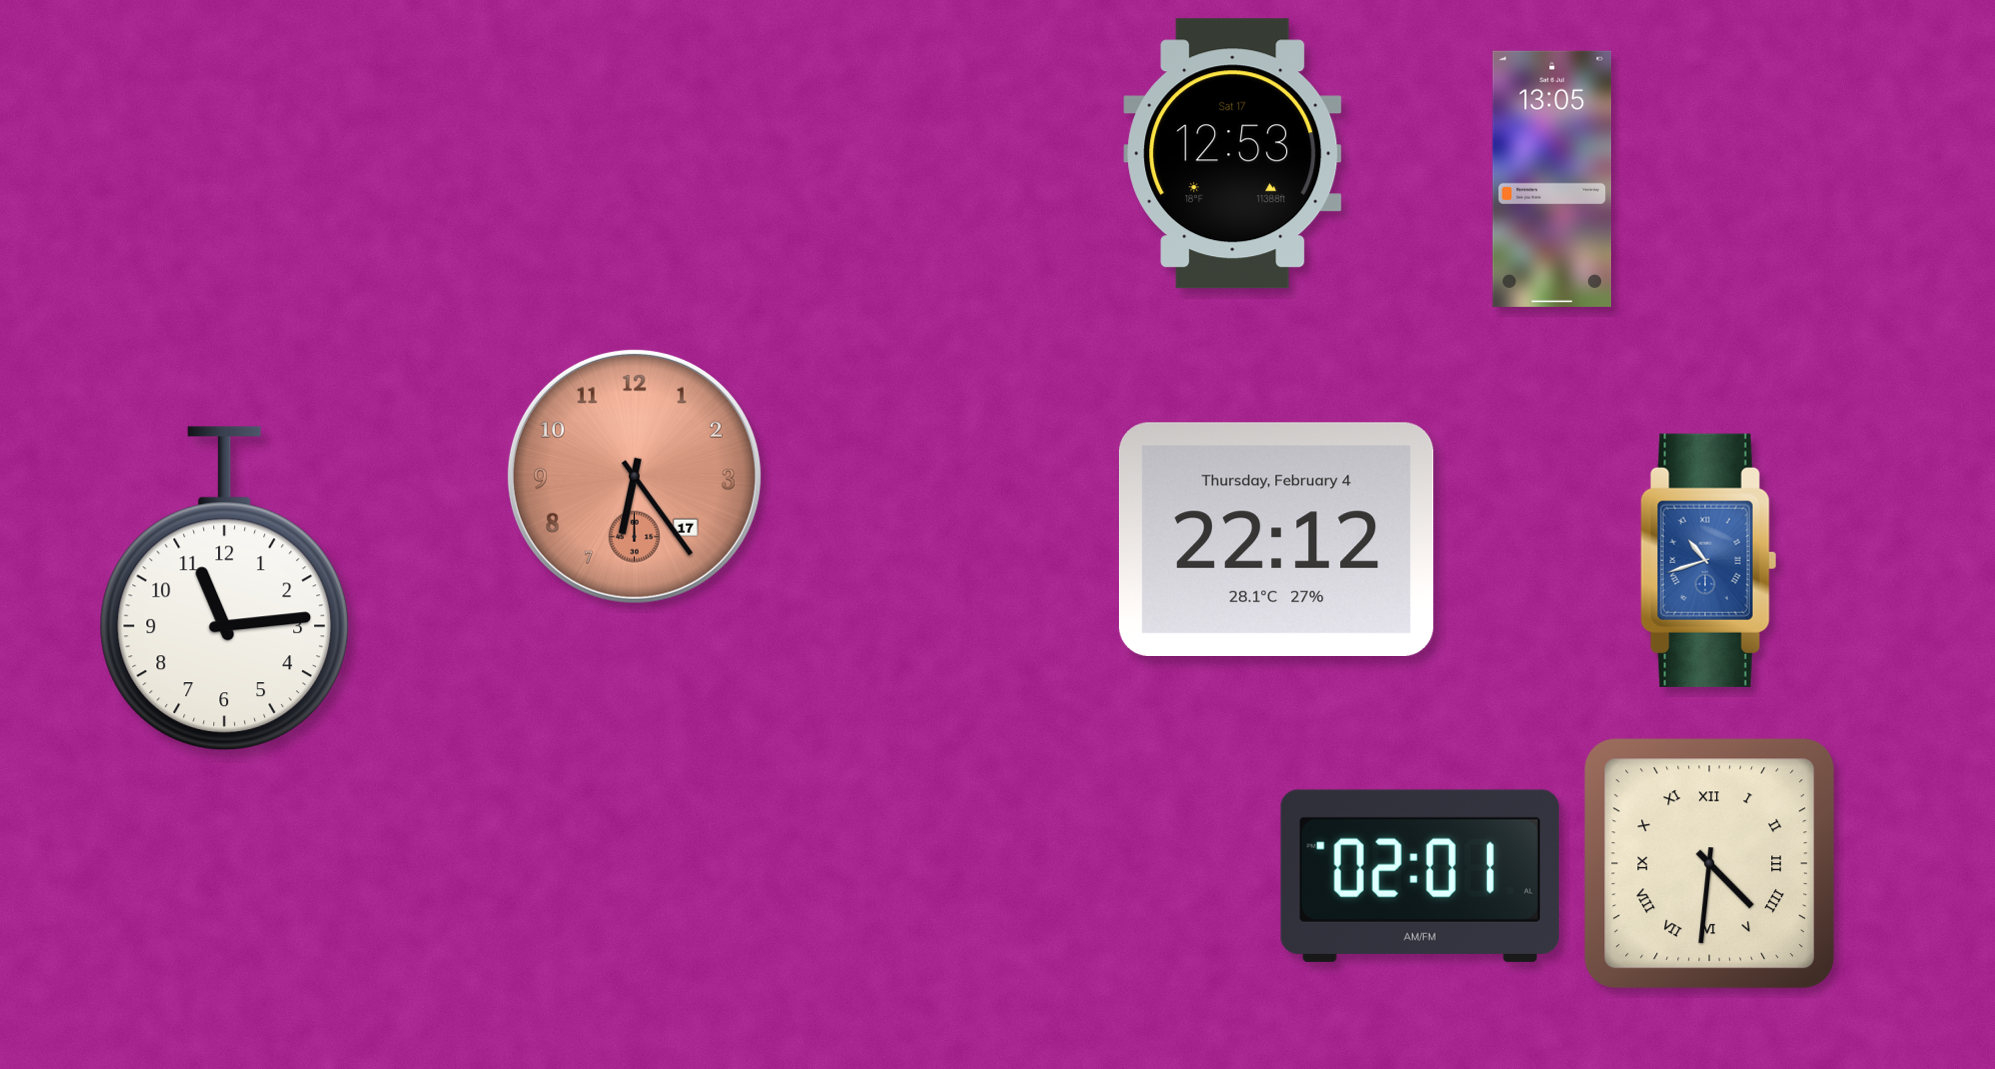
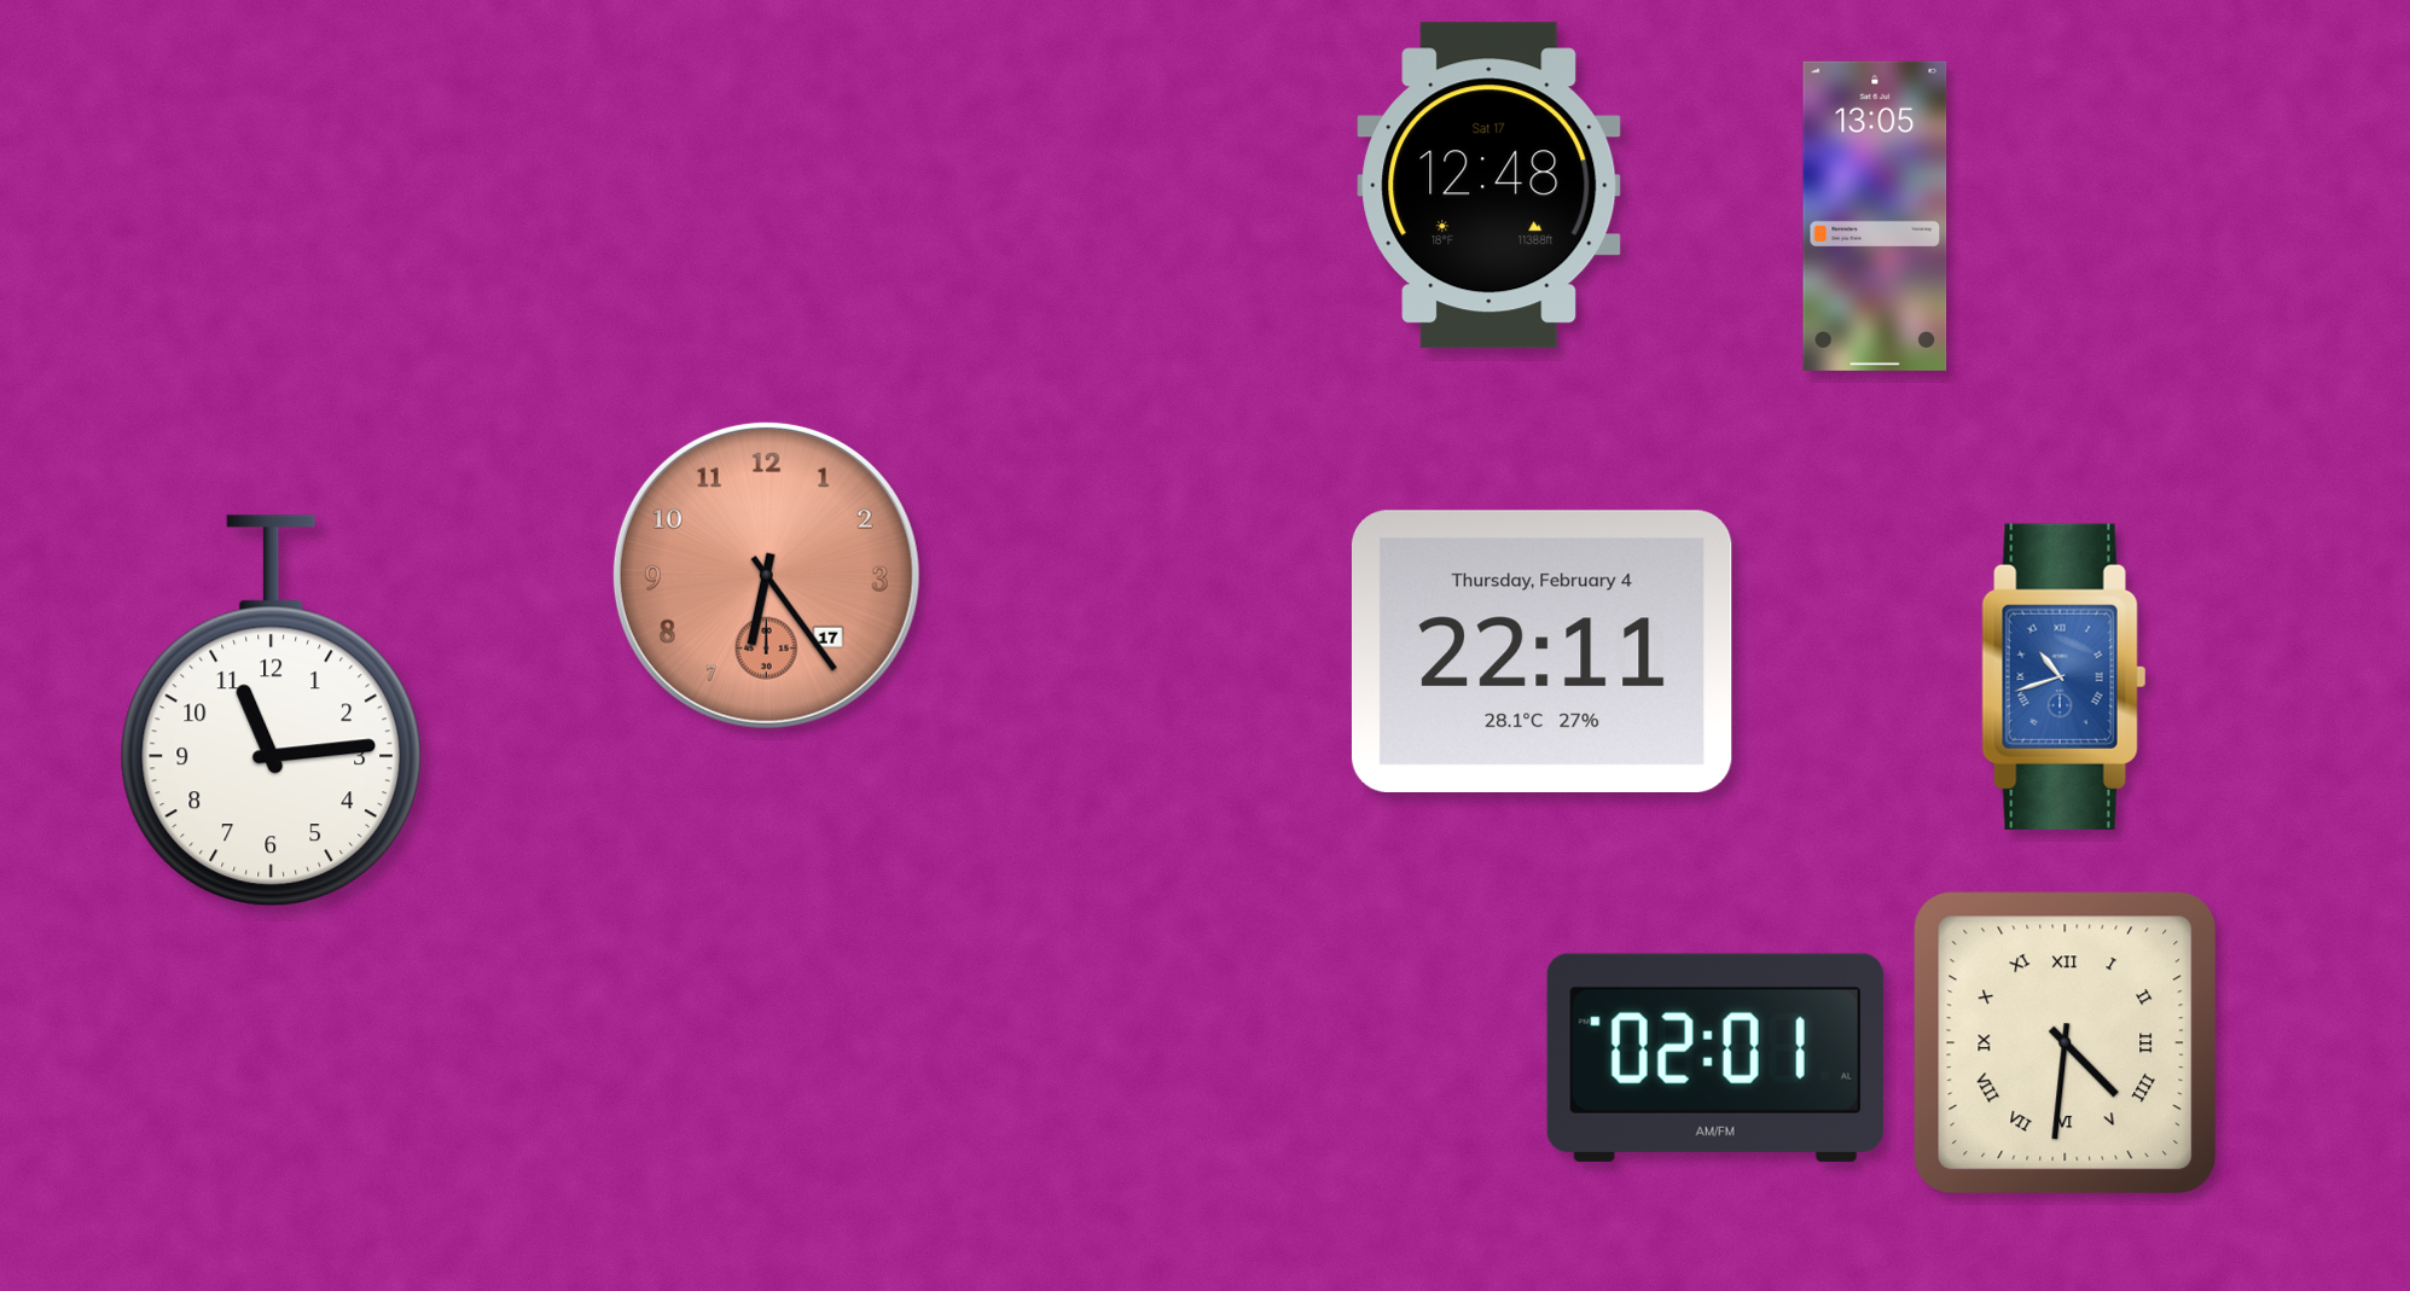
clock at (1233, 154): 12:53 -> 12:48
clock at (1276, 539): 22:12 -> 22:11
